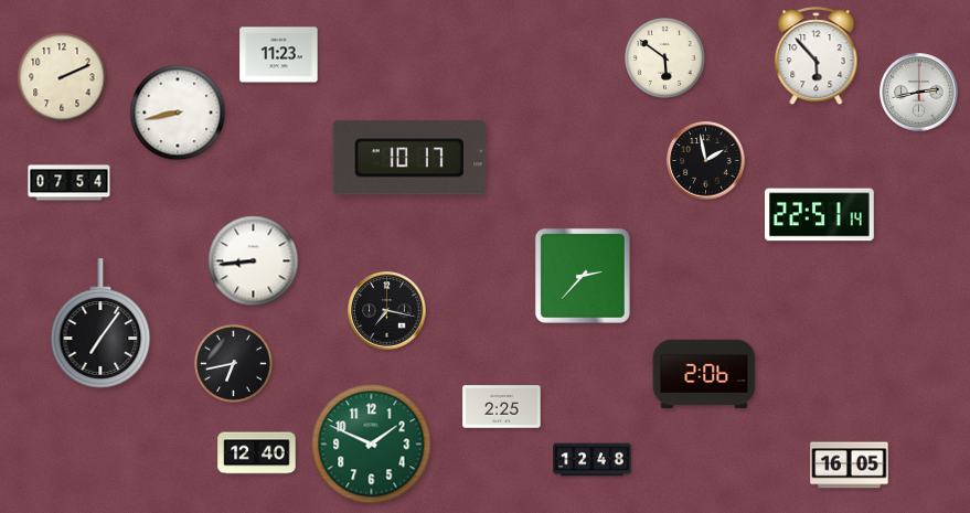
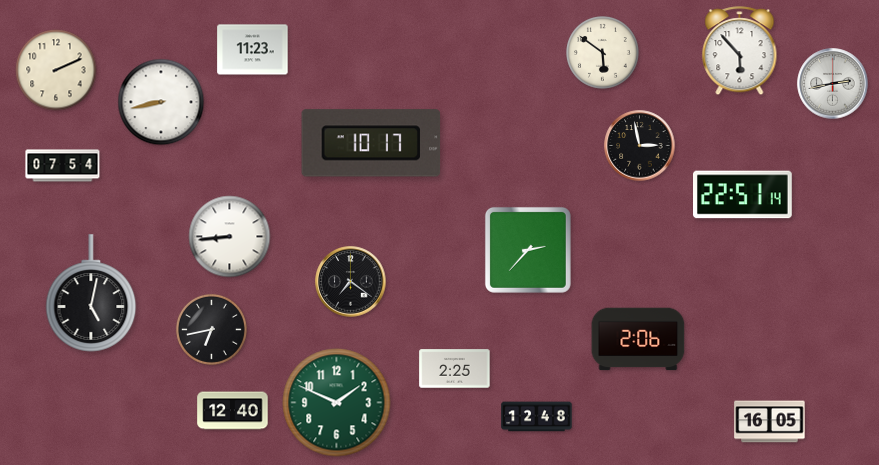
clock at (706, 161): 1:58 -> 2:58
clock at (387, 311): 7:17 -> 7:21
clock at (100, 323): 7:06 -> 5:02
